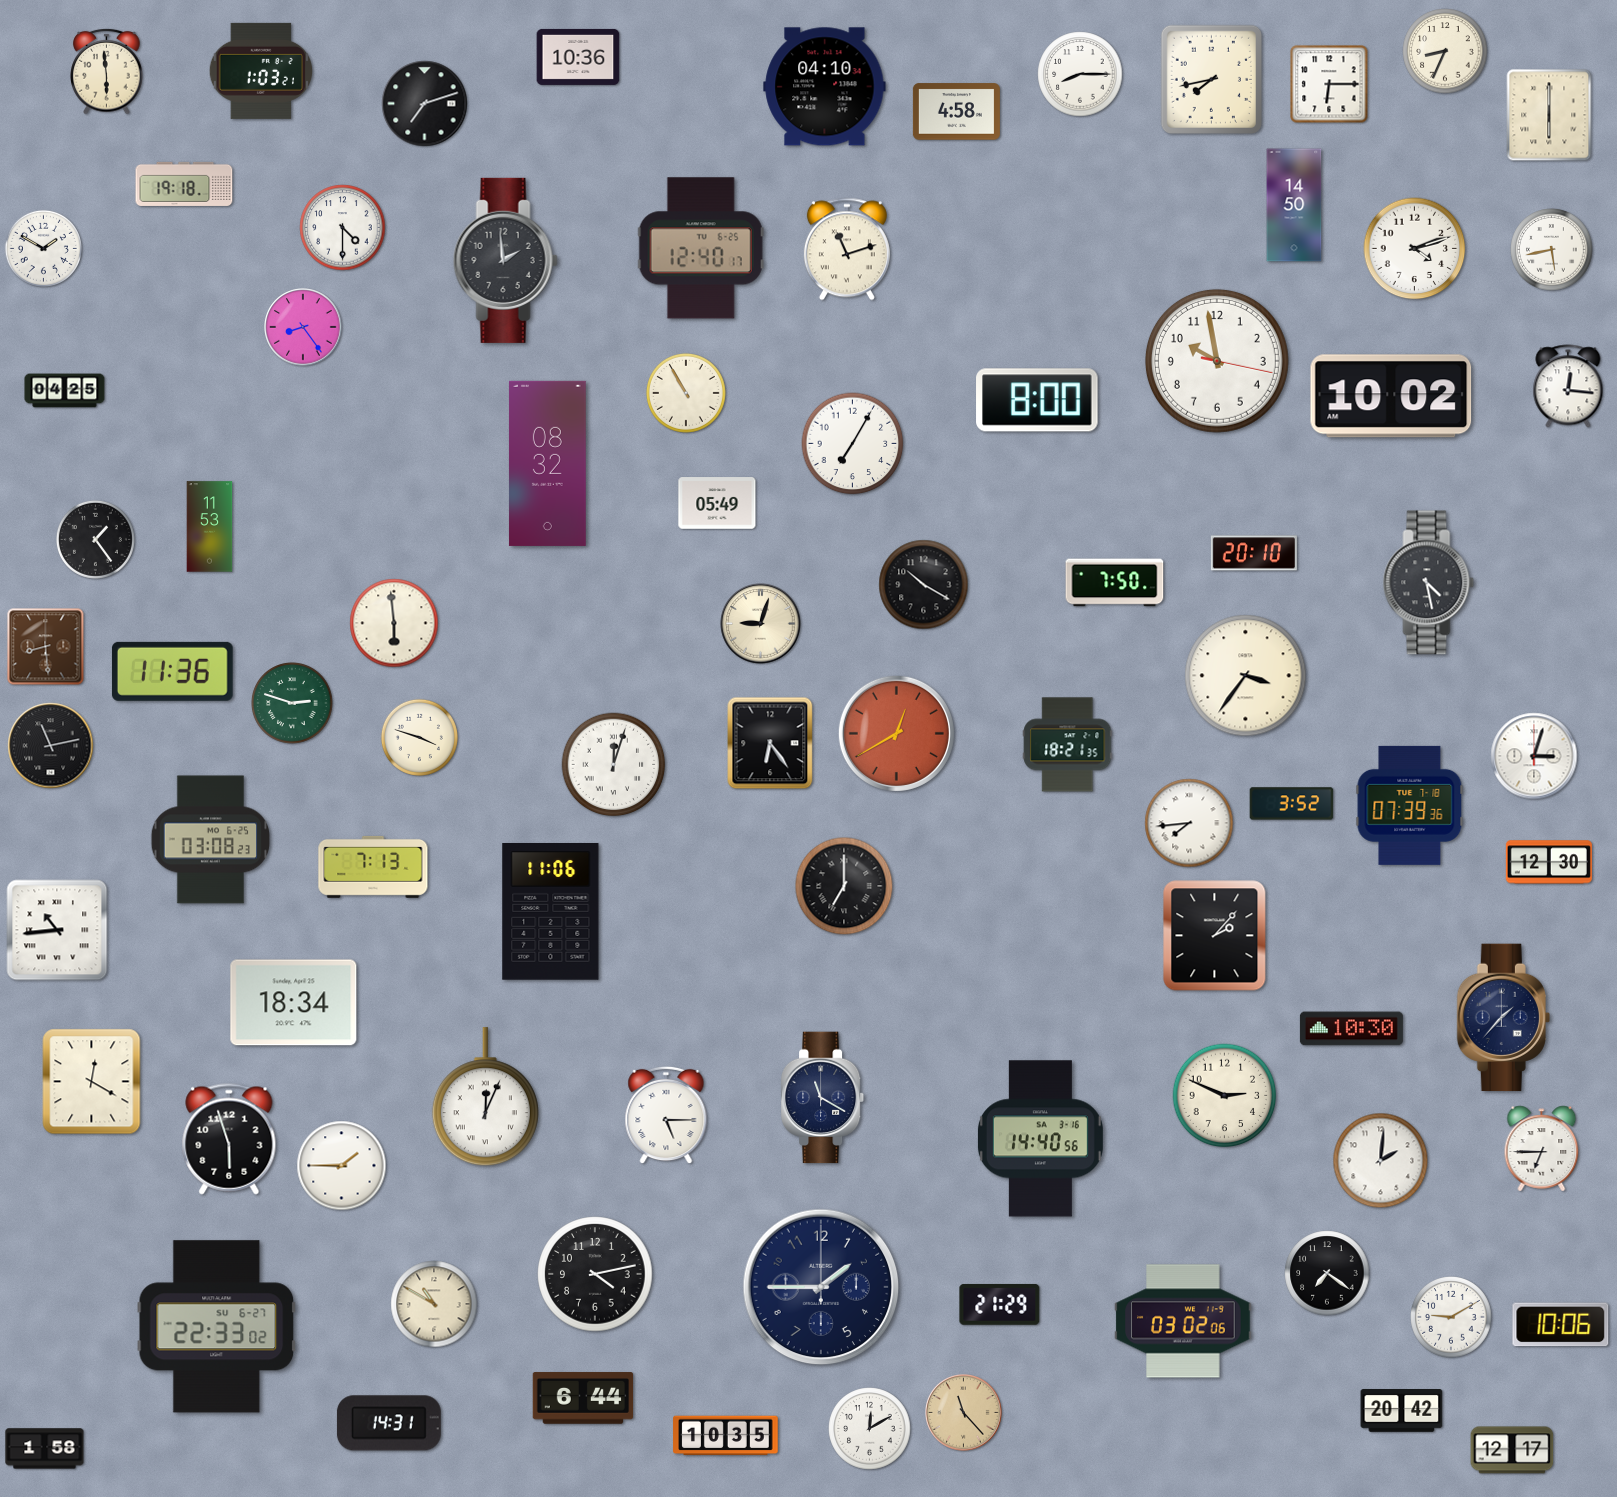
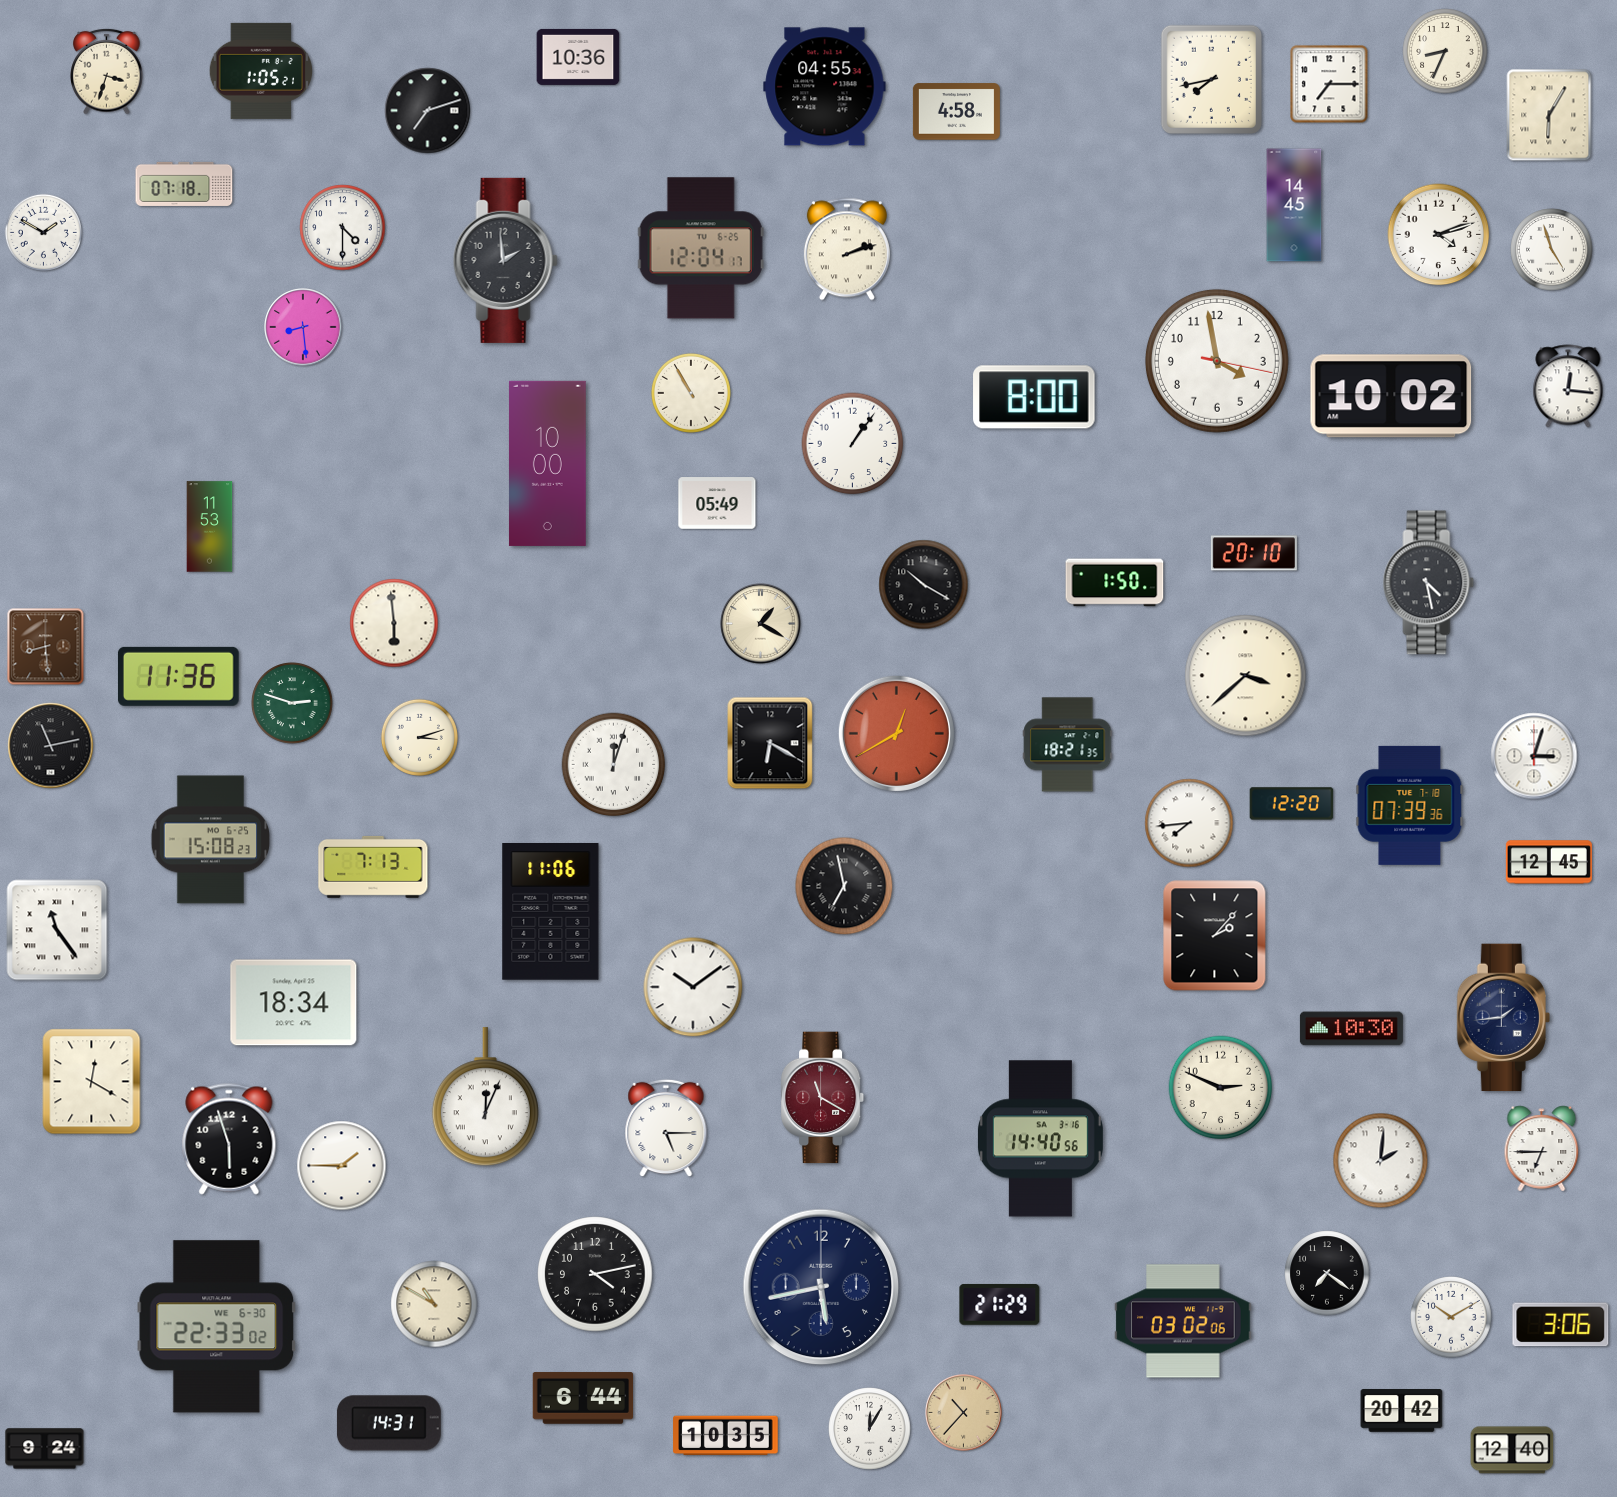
clock at (107, 71): 5:59 -> 3:33
clock at (261, 71): 1:03 -> 1:05
clock at (1080, 74): 8:15 -> none
clock at (1329, 84): 6:15 -> 7:15
clock at (825, 87): 04:10 -> 04:55
clock at (425, 104) position: (425, 104) -> (428, 111)
clock at (1549, 115): 6:00 -> 6:05
clock at (184, 184): 19:18 -> 07:18
clock at (1294, 205): 14:50 -> 14:45
clock at (43, 248) position: (43, 248) -> (43, 232)
clock at (701, 248): 12:40 -> 12:04
clock at (847, 249): 11:12 -> 2:12
clock at (1415, 249) position: (1415, 249) -> (1439, 235)
clock at (1552, 250): 5:43 -> 4:57
clock at (303, 327): 8:24 -> 8:29
clock at (1217, 361): 9:58 -> 3:58
clock at (65, 391): 04:25 -> none
clock at (686, 393) position: (686, 393) -> (691, 393)
clock at (1037, 400) position: (1037, 400) -> (1034, 397)
clock at (853, 444): 7:05 -> 1:06
clock at (548, 463): 08:32 -> 10:00
clock at (95, 539): 1:24 -> none
clock at (1115, 583): 7:50 -> 1:50
clock at (761, 624): 9:03 -> 1:20
clock at (172, 671) position: (172, 671) -> (178, 676)
clock at (1246, 676): 3:36 -> 3:38
clock at (419, 737): 3:48 -> 3:12
clock at (770, 743): 6:24 -> 6:20
clock at (1292, 804): 3:52 -> 12:20
clock at (211, 840): 03:08 -> 15:08
clock at (1549, 862): 12:30 -> 12:45
clock at (844, 886): 7:00 -> 6:58
clock at (57, 930): 10:44 -> 11:24
clock at (693, 987): none -> 10:09
clock at (1503, 1018): 1:37 -> 1:44
clock at (1225, 1096) position: (1225, 1096) -> (1221, 1088)
clock at (823, 1098) dial: navy -> burgundy
clock at (666, 1115) position: (666, 1115) -> (666, 1128)
clock at (821, 1287): 1:45 -> 5:43
clock at (1451, 1317): 9:10 -> 10:10
clock at (1561, 1325): 10:06 -> 3:06
clock at (217, 1327) date: SU 6-27 -> WE 6-30
clock at (964, 1413): 11:23 -> 10:37
clock at (870, 1429): 12:10 -> 12:05
clock at (45, 1449): 1:58 -> 9:24
clock at (1512, 1450): 12:17 -> 12:40
